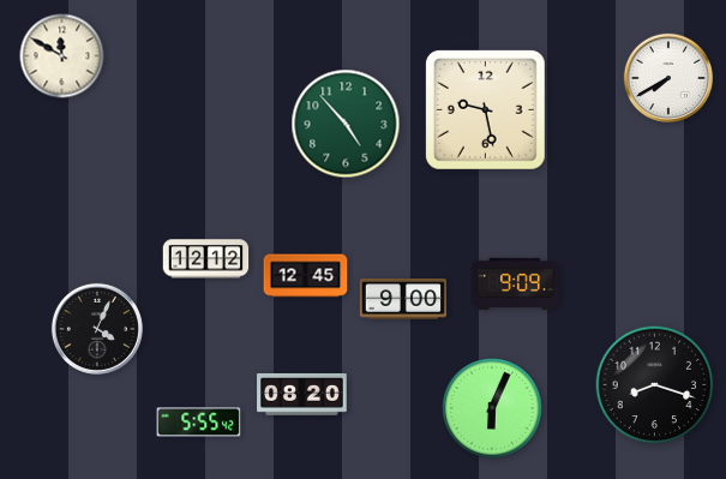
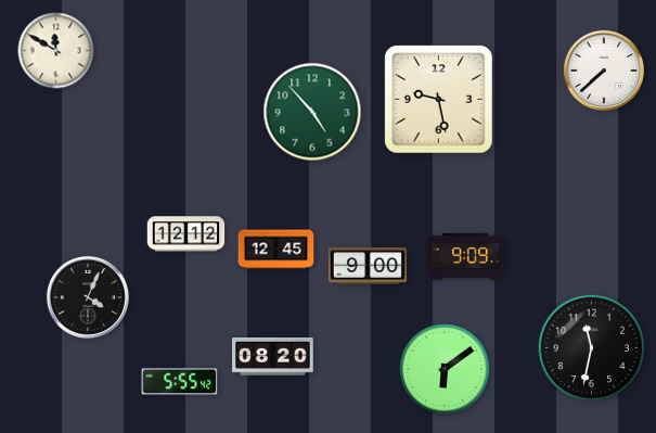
clock at (667, 77): 7:40 -> 7:38
clock at (402, 300) position: (402, 300) -> (366, 267)
clock at (655, 385): 8:18 -> 11:32
clock at (492, 408): 6:04 -> 6:09
